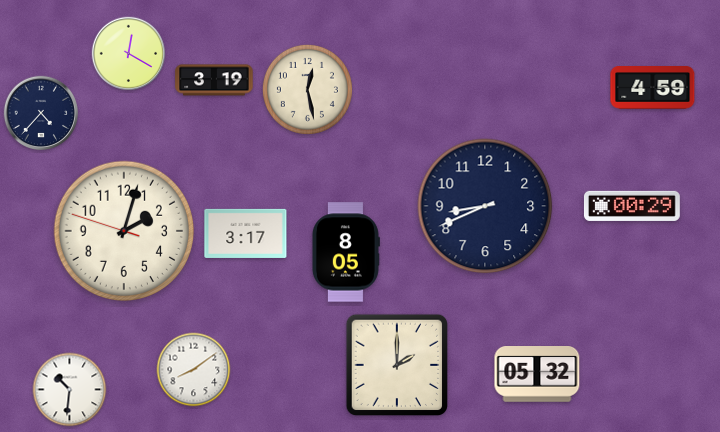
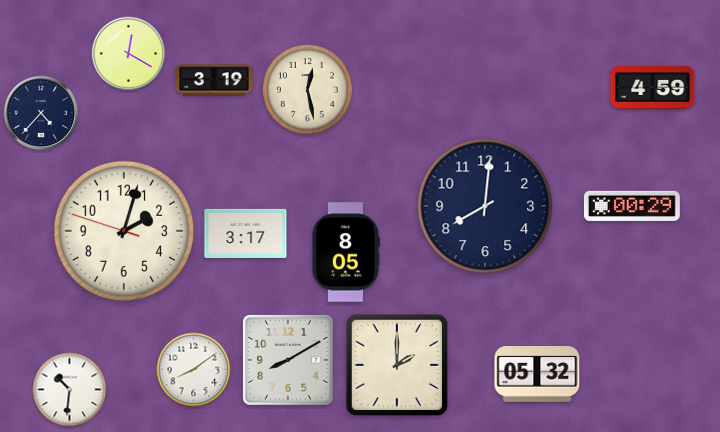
clock at (485, 206): 8:41 -> 8:01
clock at (289, 361): none -> 8:10
